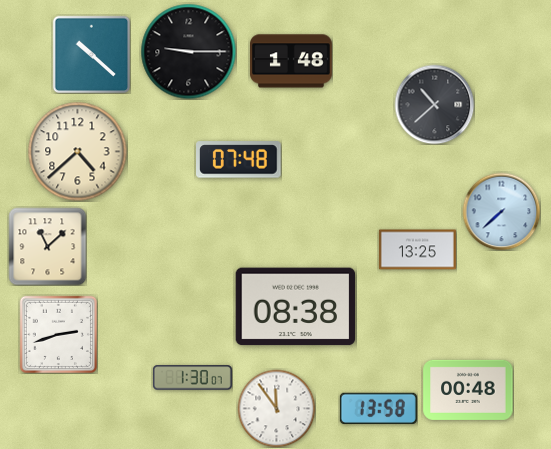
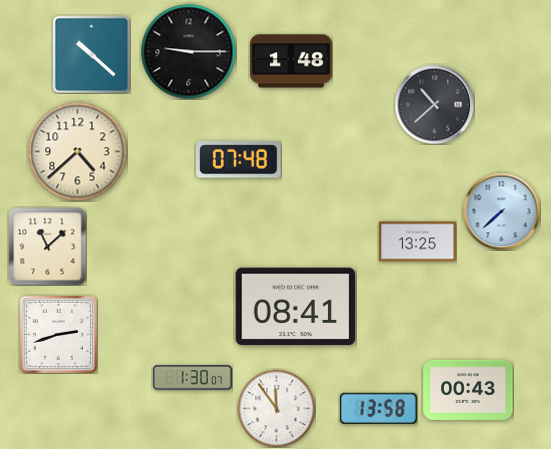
clock at (417, 250) position: (417, 250) -> (417, 242)
clock at (296, 307): 08:38 -> 08:41
clock at (468, 390): 00:48 -> 00:43
